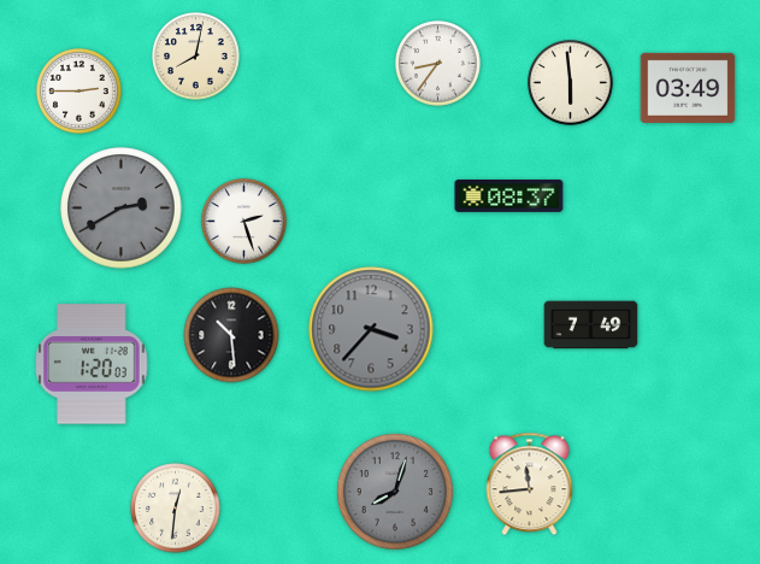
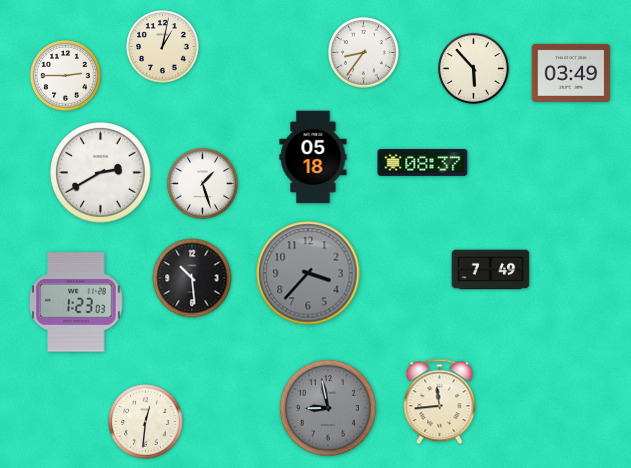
clock at (196, 57): 8:02 -> 1:02
clock at (571, 83): 5:59 -> 5:53
clock at (313, 157): none -> 05:18
clock at (122, 208) dial: grey -> white
clock at (245, 222): 2:27 -> 1:27
clock at (92, 364): 1:20 -> 1:23
clock at (395, 492): 8:03 -> 8:58
